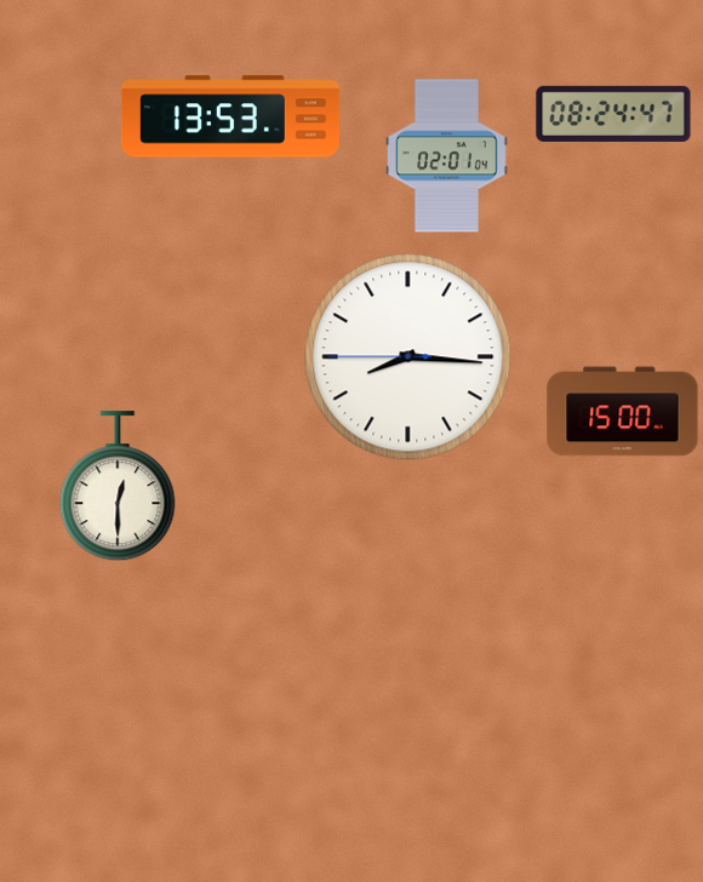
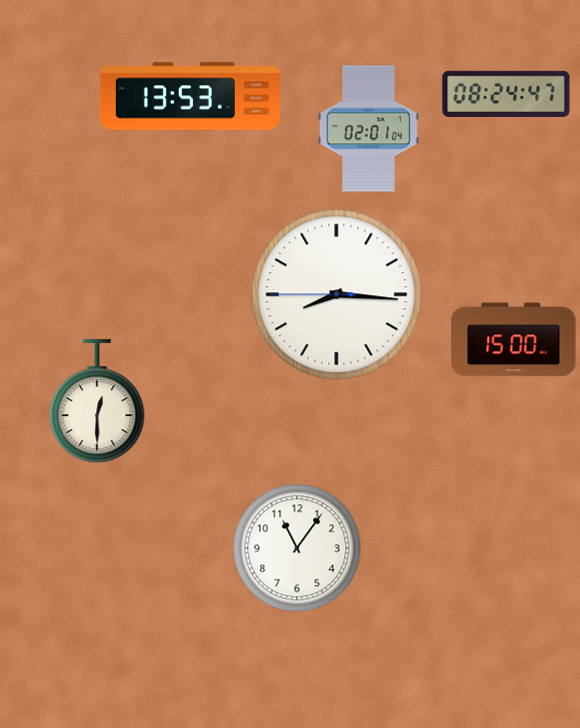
clock at (297, 548): none -> 11:06
